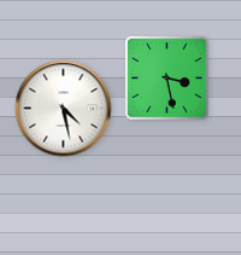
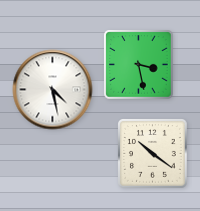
clock at (153, 154): none -> 10:21
